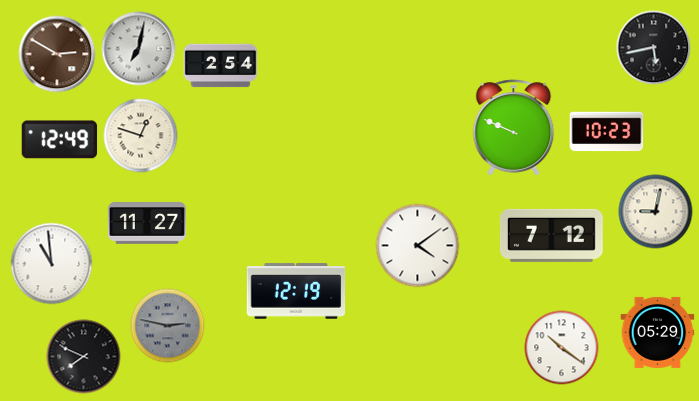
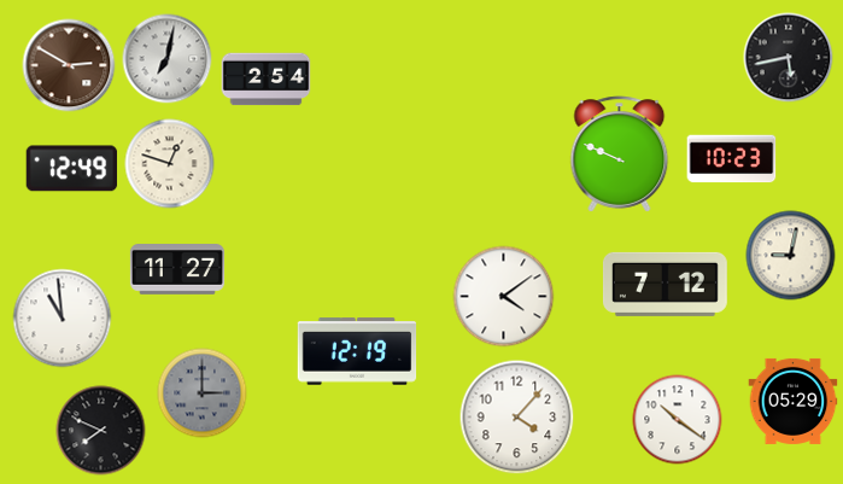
clock at (168, 326): 2:47 -> 3:00
clock at (517, 418): none -> 4:07
